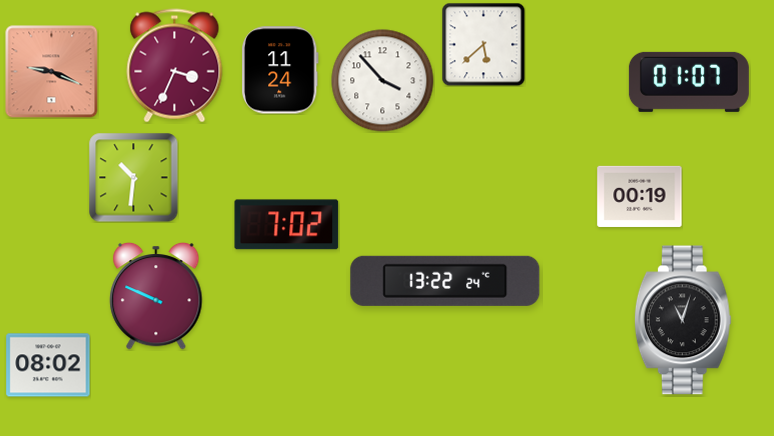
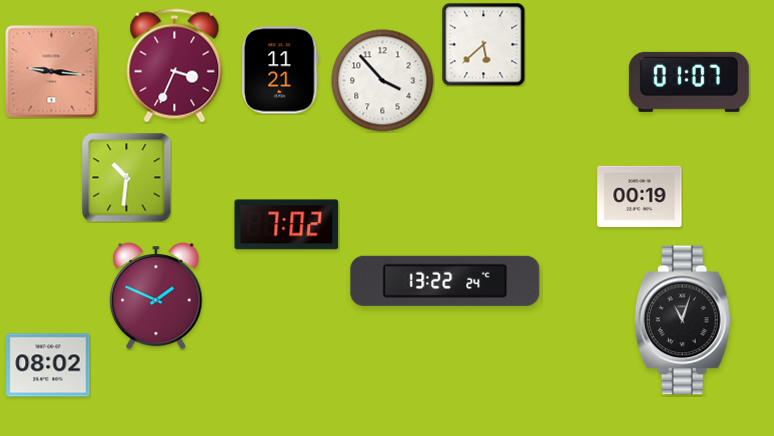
clock at (281, 70): 11:24 -> 11:21
clock at (51, 71): 9:19 -> 9:16
clock at (134, 178) position: (134, 178) -> (127, 178)
clock at (156, 296): 9:49 -> 1:49
